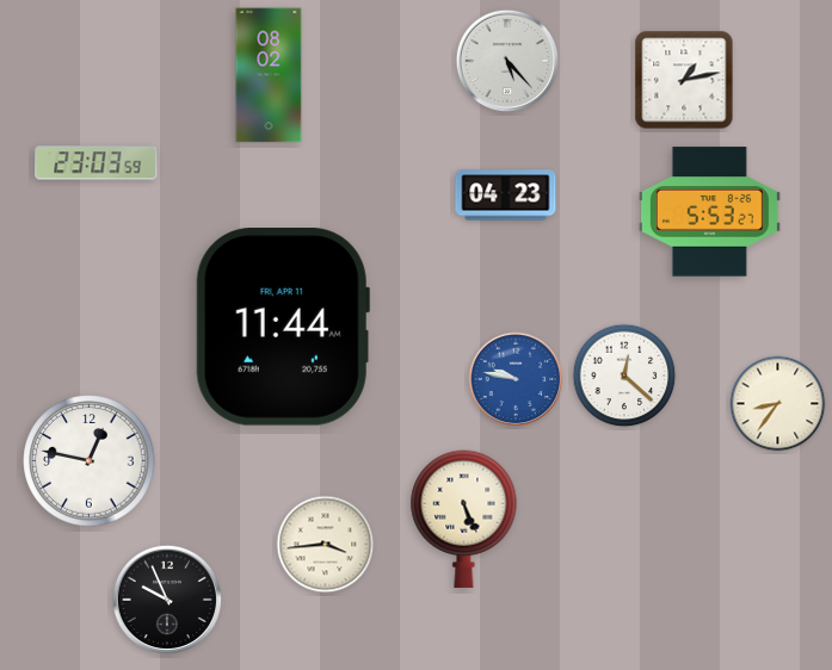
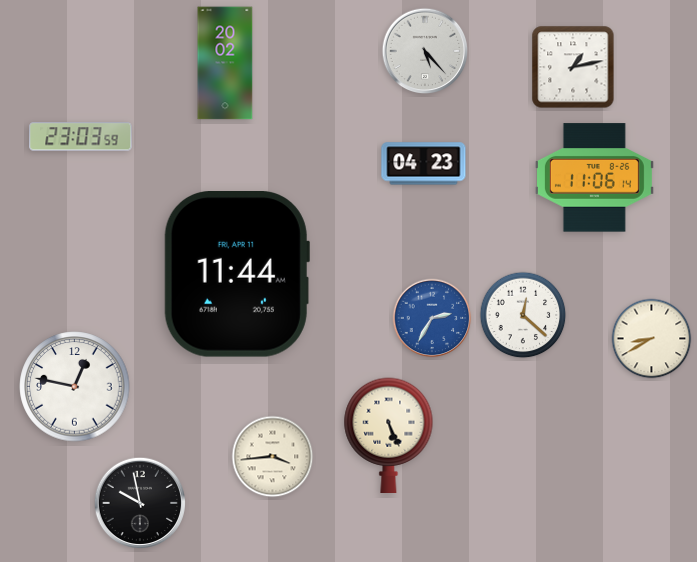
clock at (269, 75): 08:02 -> 20:02
clock at (709, 212): 5:53 -> 11:06
clock at (516, 379): 9:47 -> 2:35
clock at (778, 404): 8:36 -> 8:40
clock at (167, 600): 9:56 -> 9:58
